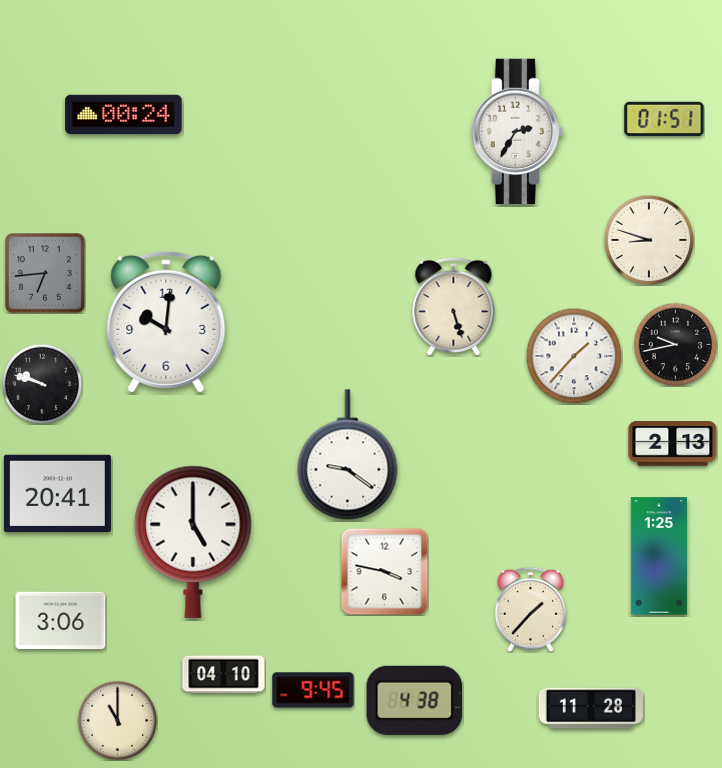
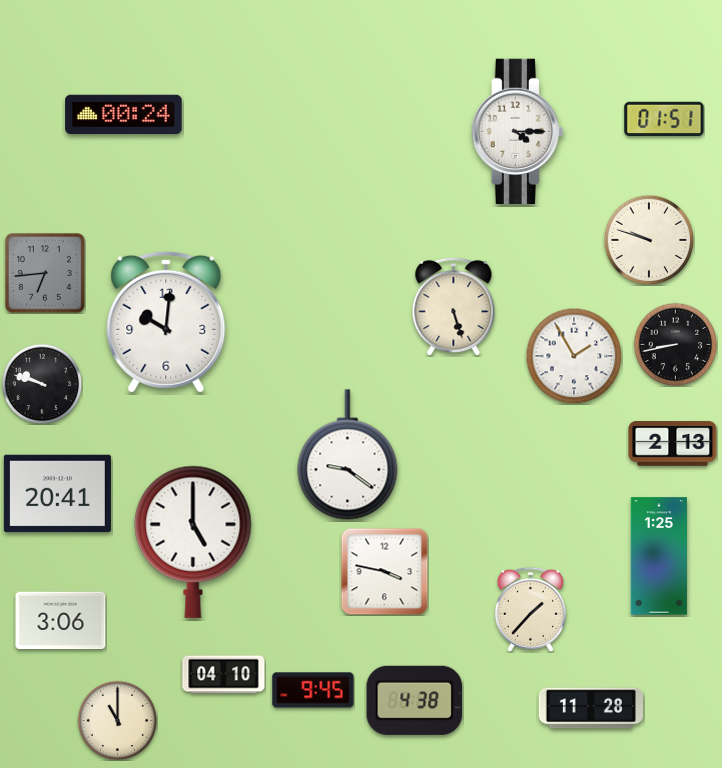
clock at (517, 131): 2:35 -> 4:15
clock at (649, 240): 8:48 -> 9:48
clock at (675, 344): 9:43 -> 8:43
clock at (574, 356): 1:37 -> 1:55
